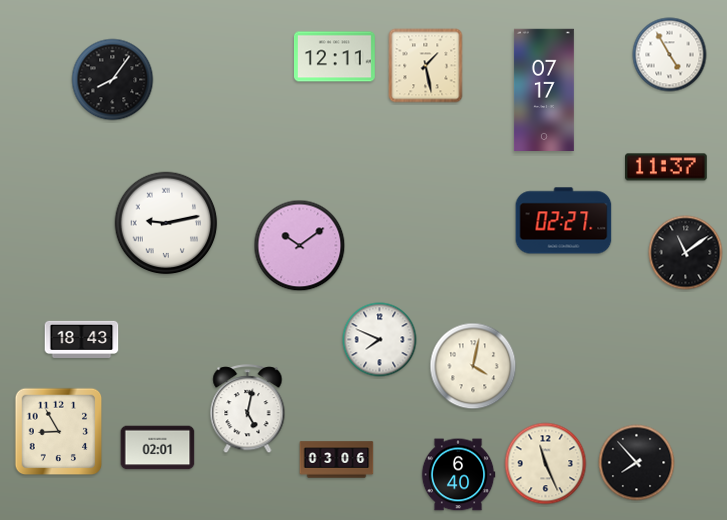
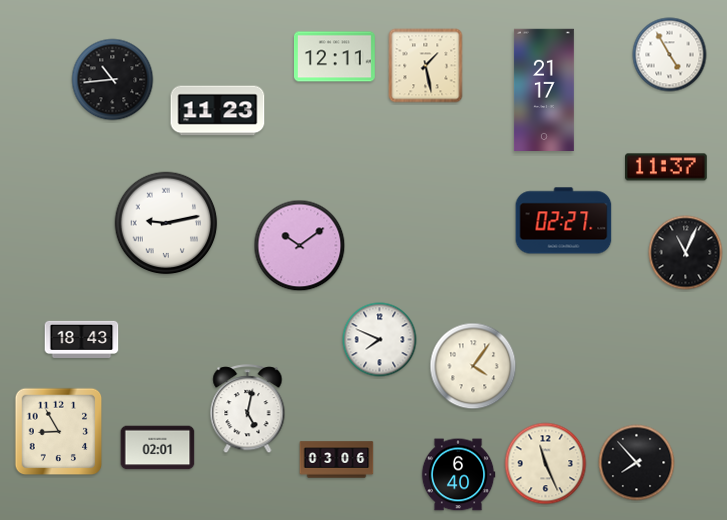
clock at (113, 80): 8:06 -> 10:44
clock at (544, 89): 07:17 -> 21:17
clock at (218, 111): none -> 11:23
clock at (686, 253): 11:09 -> 11:04
clock at (473, 366): 4:02 -> 4:06
